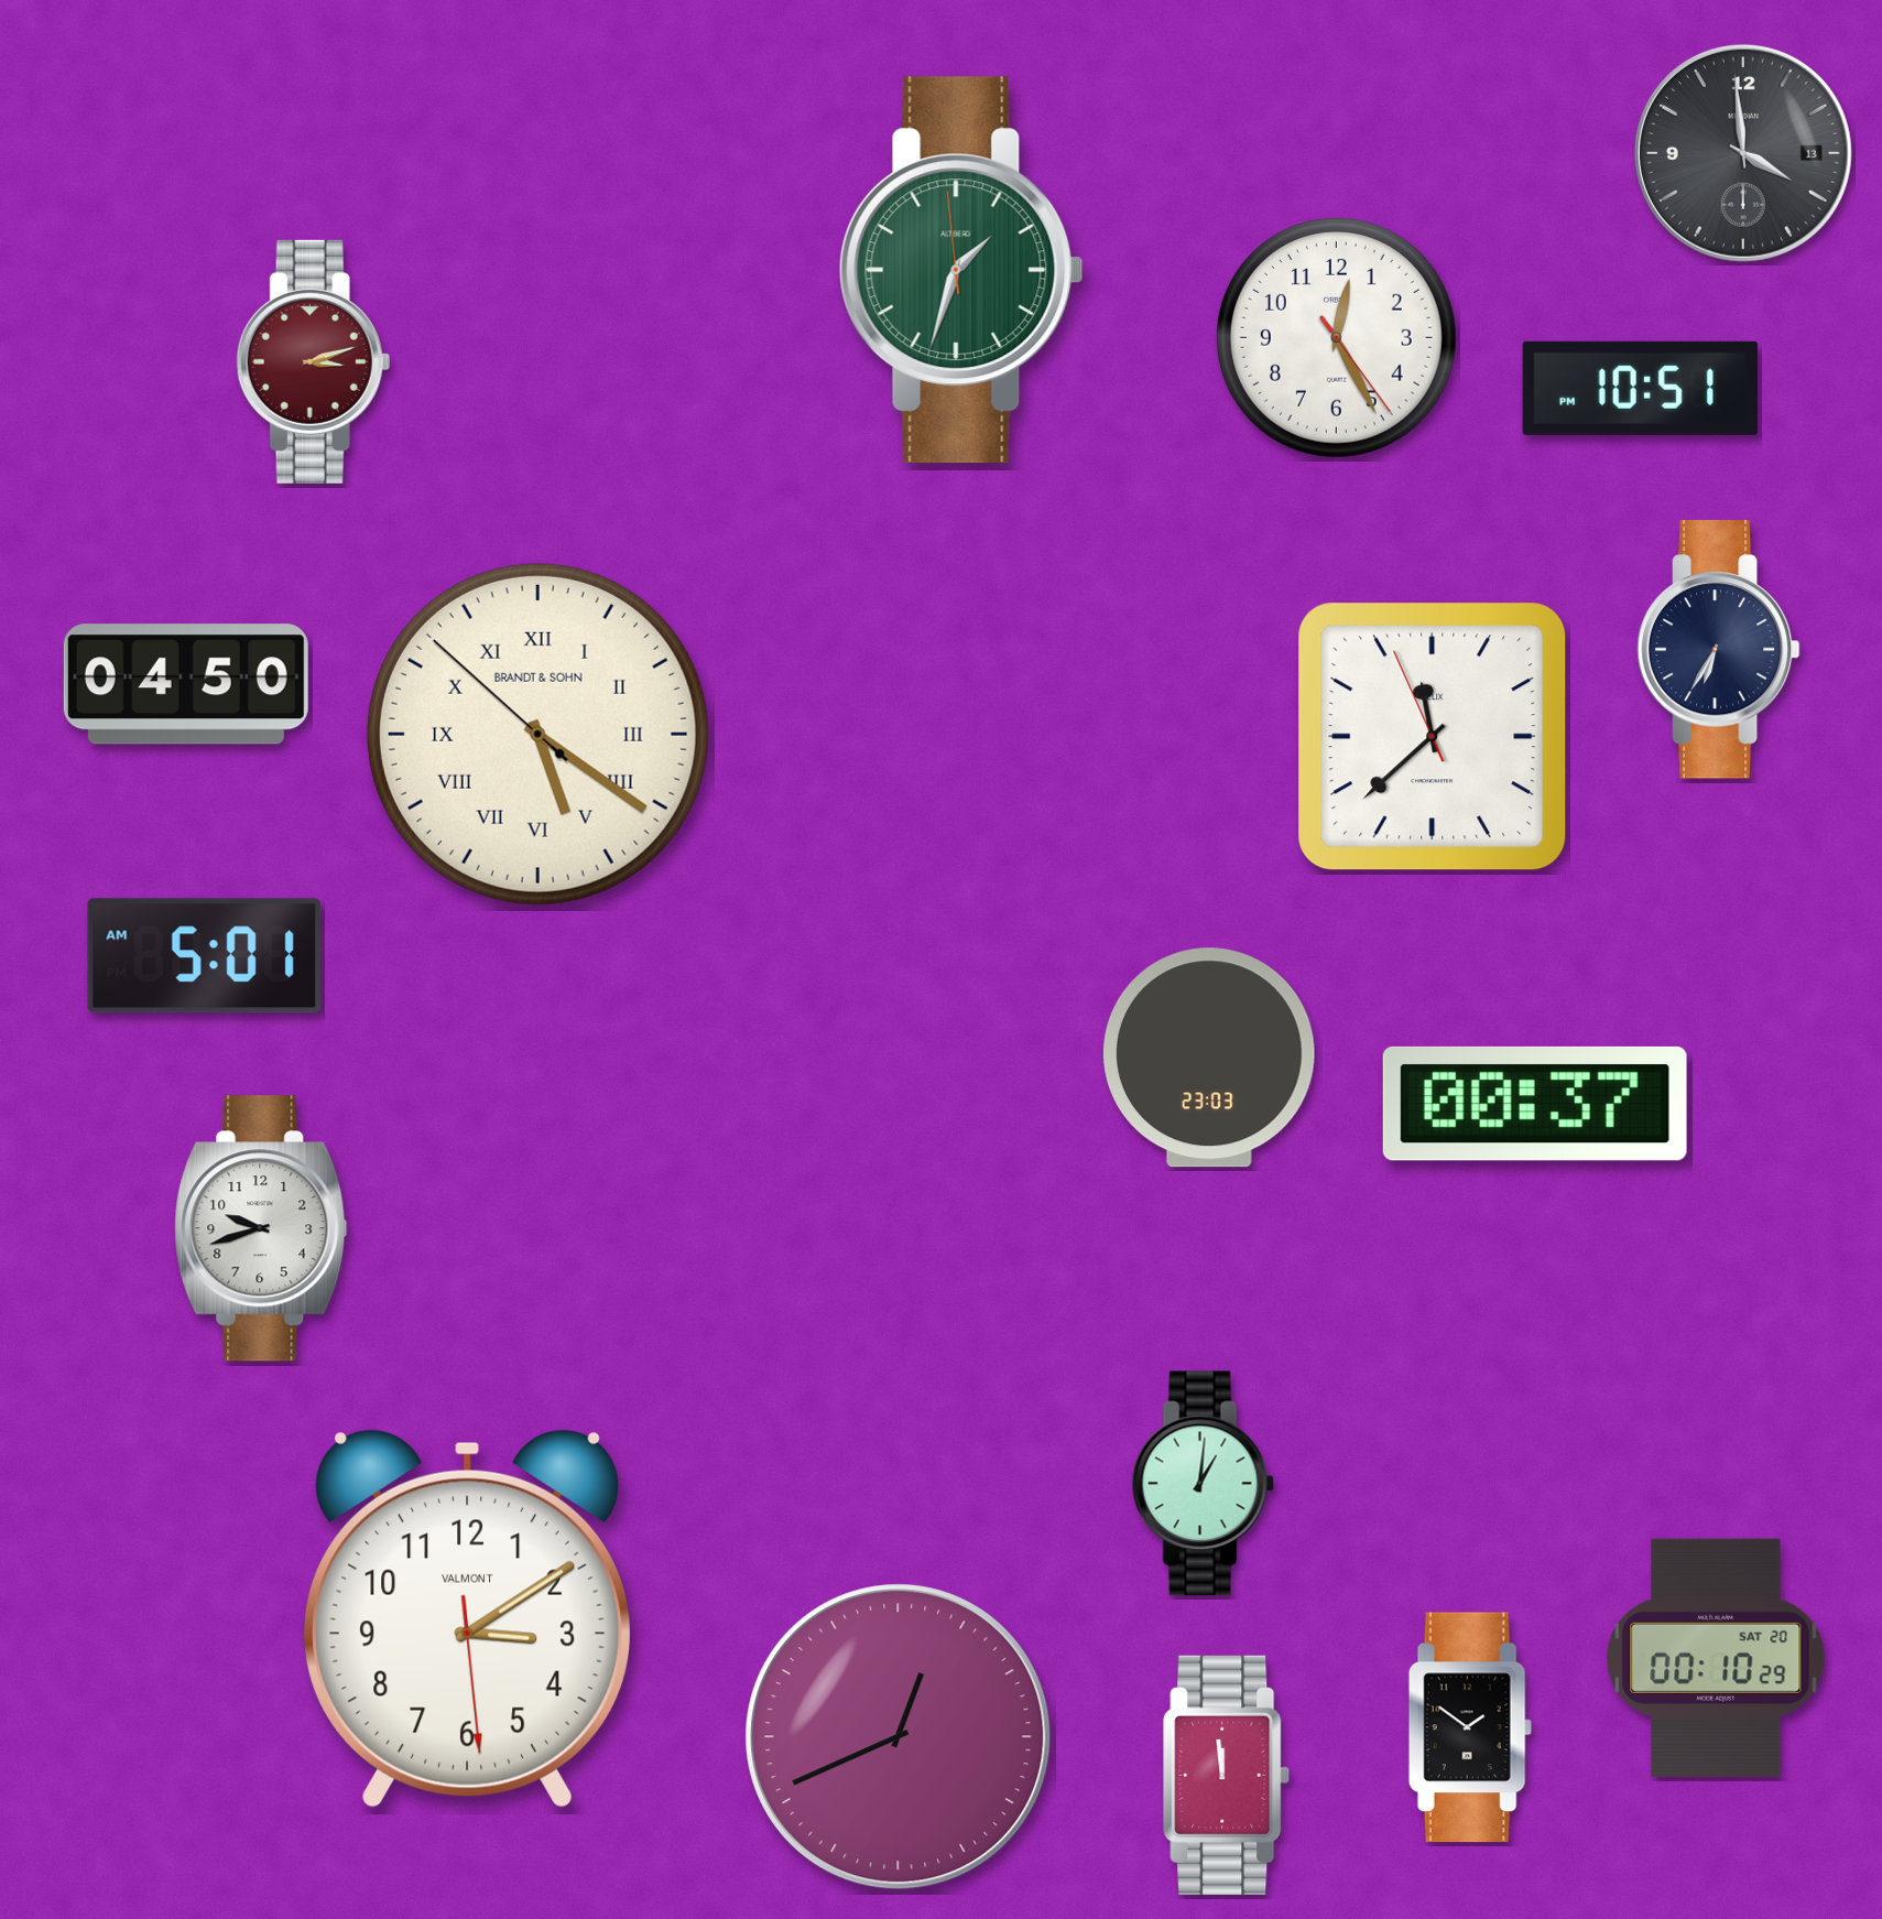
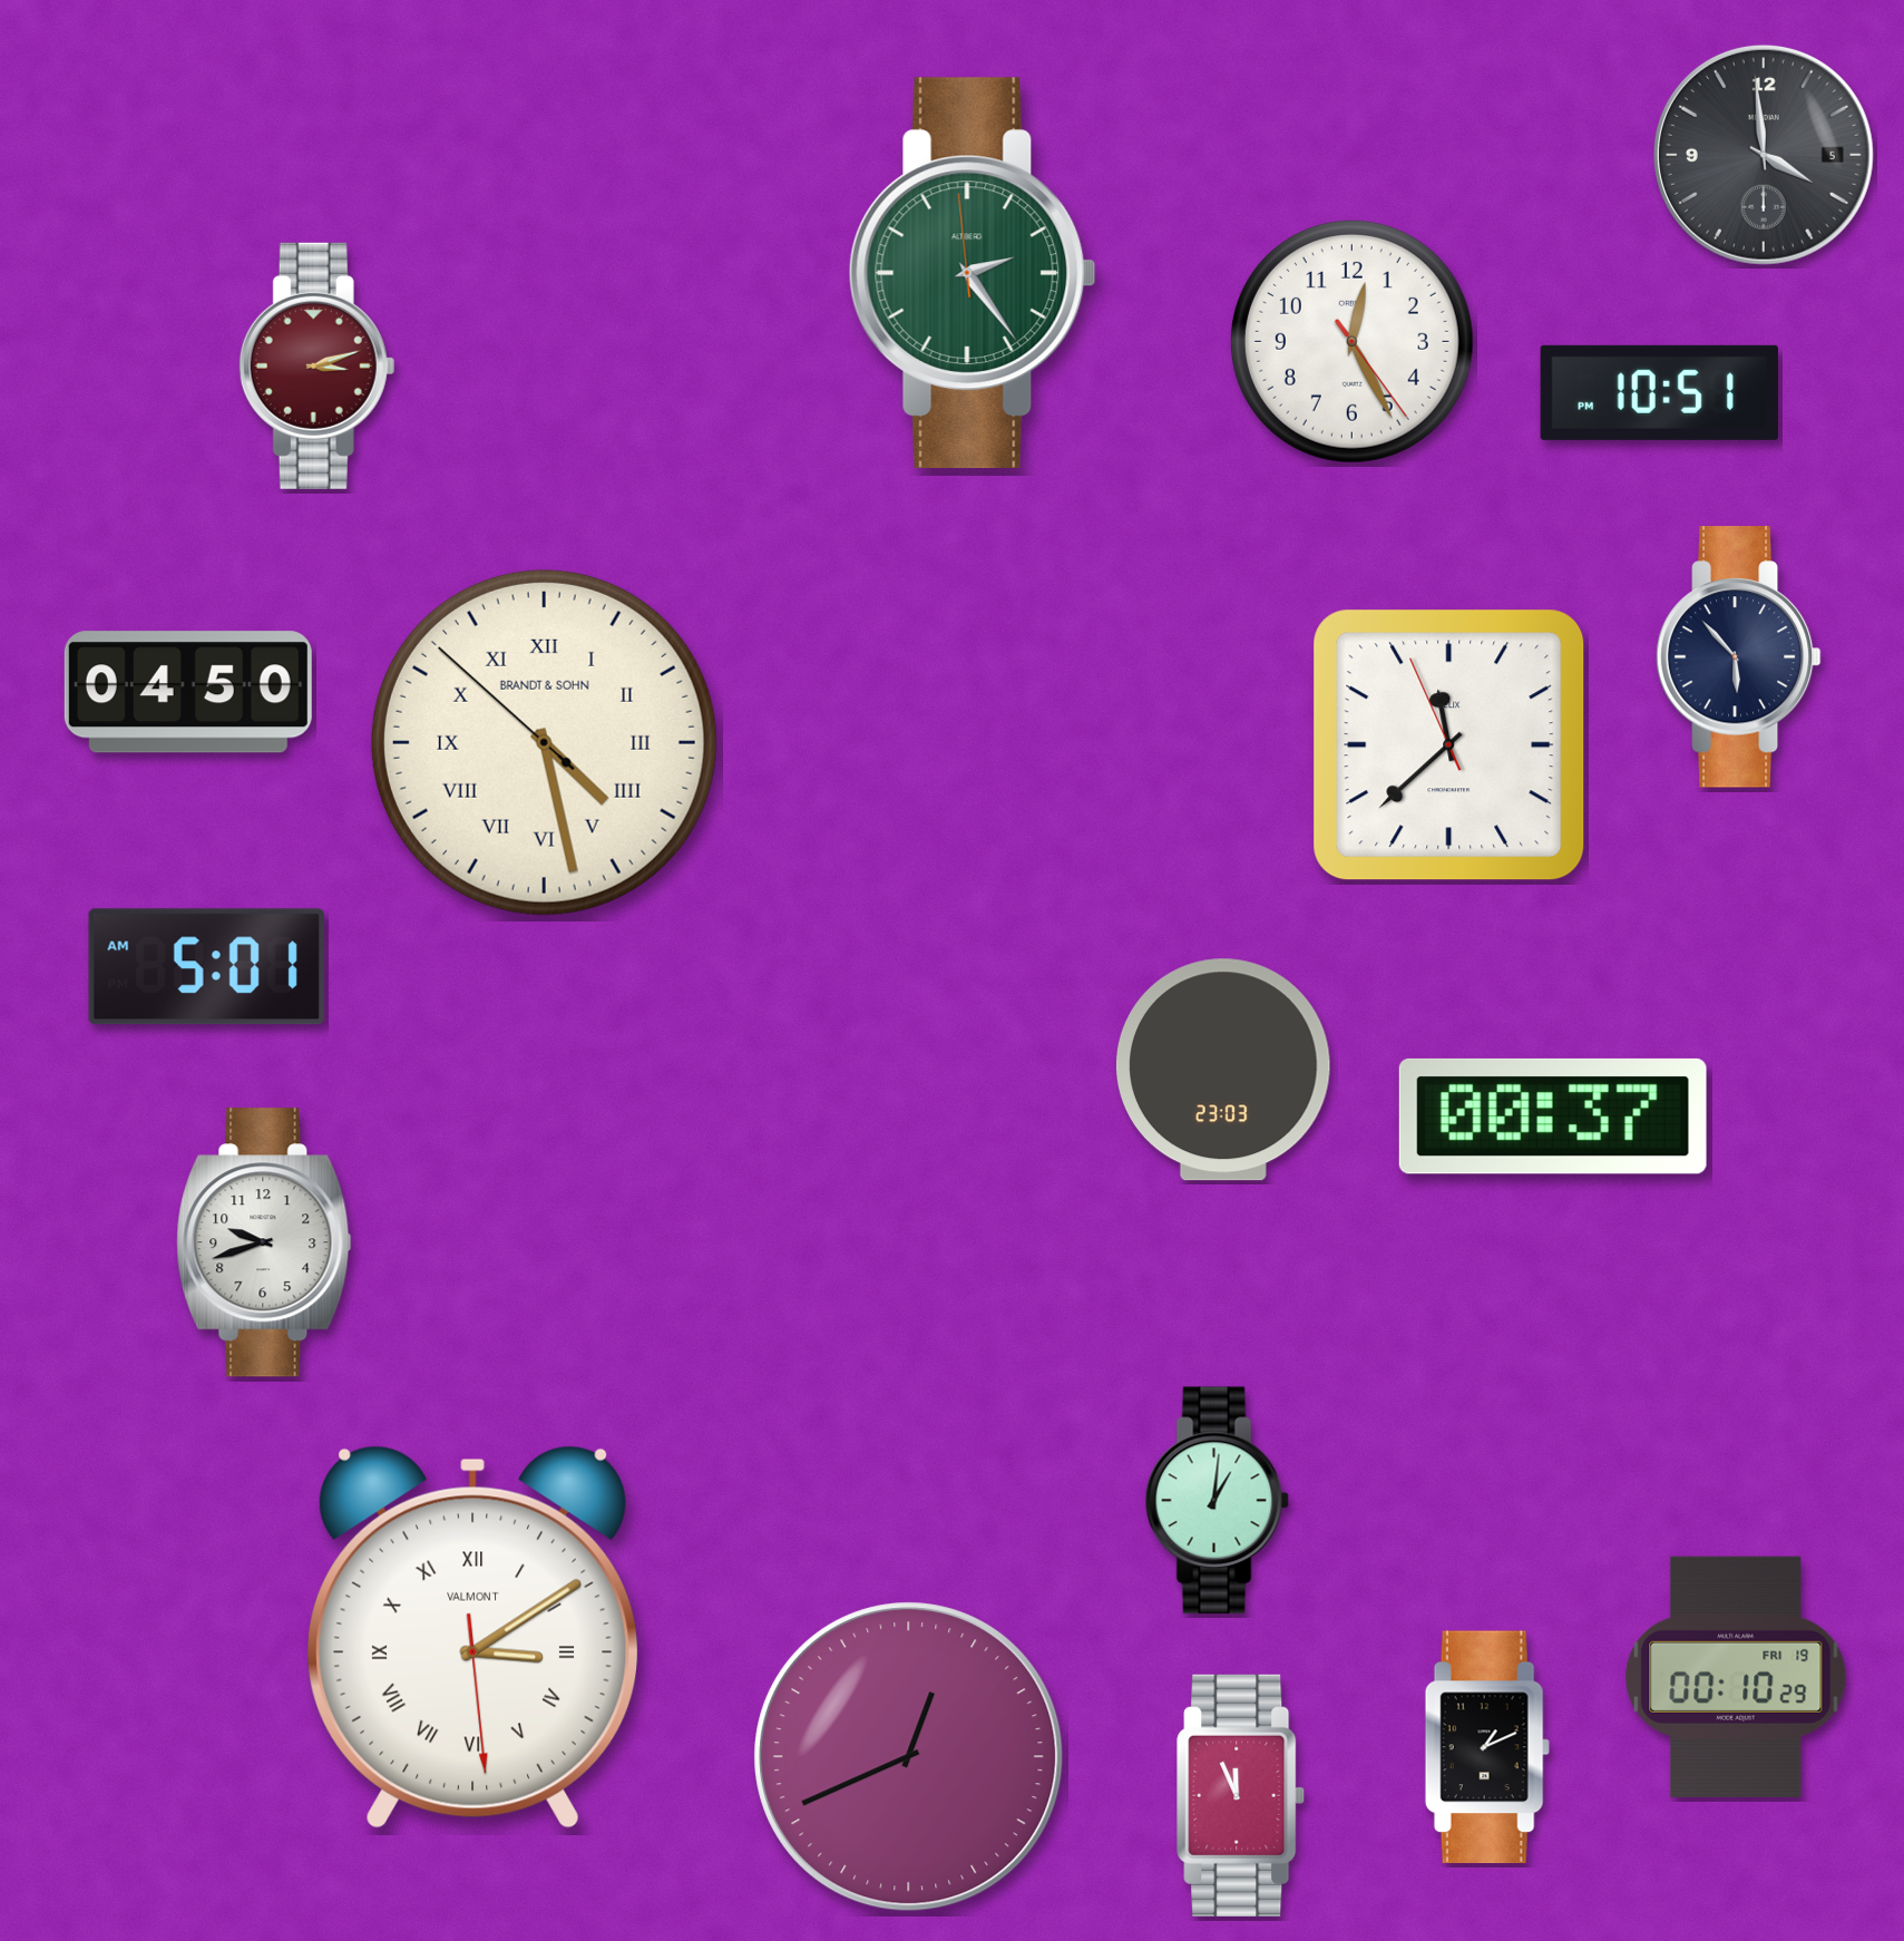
clock at (1743, 153) date: 13 -> 5
clock at (961, 270): 1:32 -> 2:23
clock at (1718, 650): 6:35 -> 5:53
clock at (537, 734): 5:20 -> 4:27
clock at (468, 1618) numerals: Arabic -> Roman
clock at (1716, 1658) date: SAT 20 -> FRI 19
clock at (1470, 1727): 1:51 -> 1:11
clock at (1227, 1775): 11:59 -> 11:56
